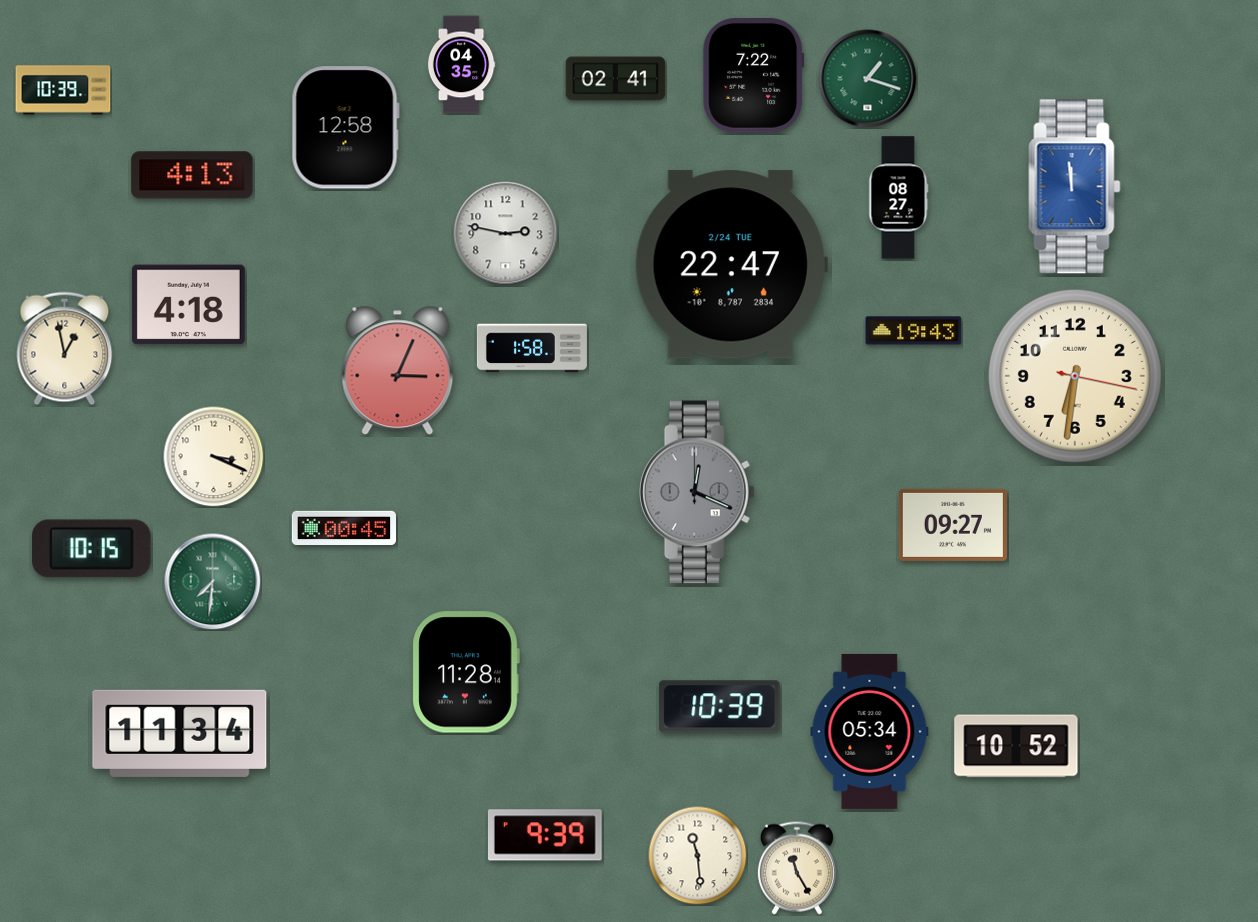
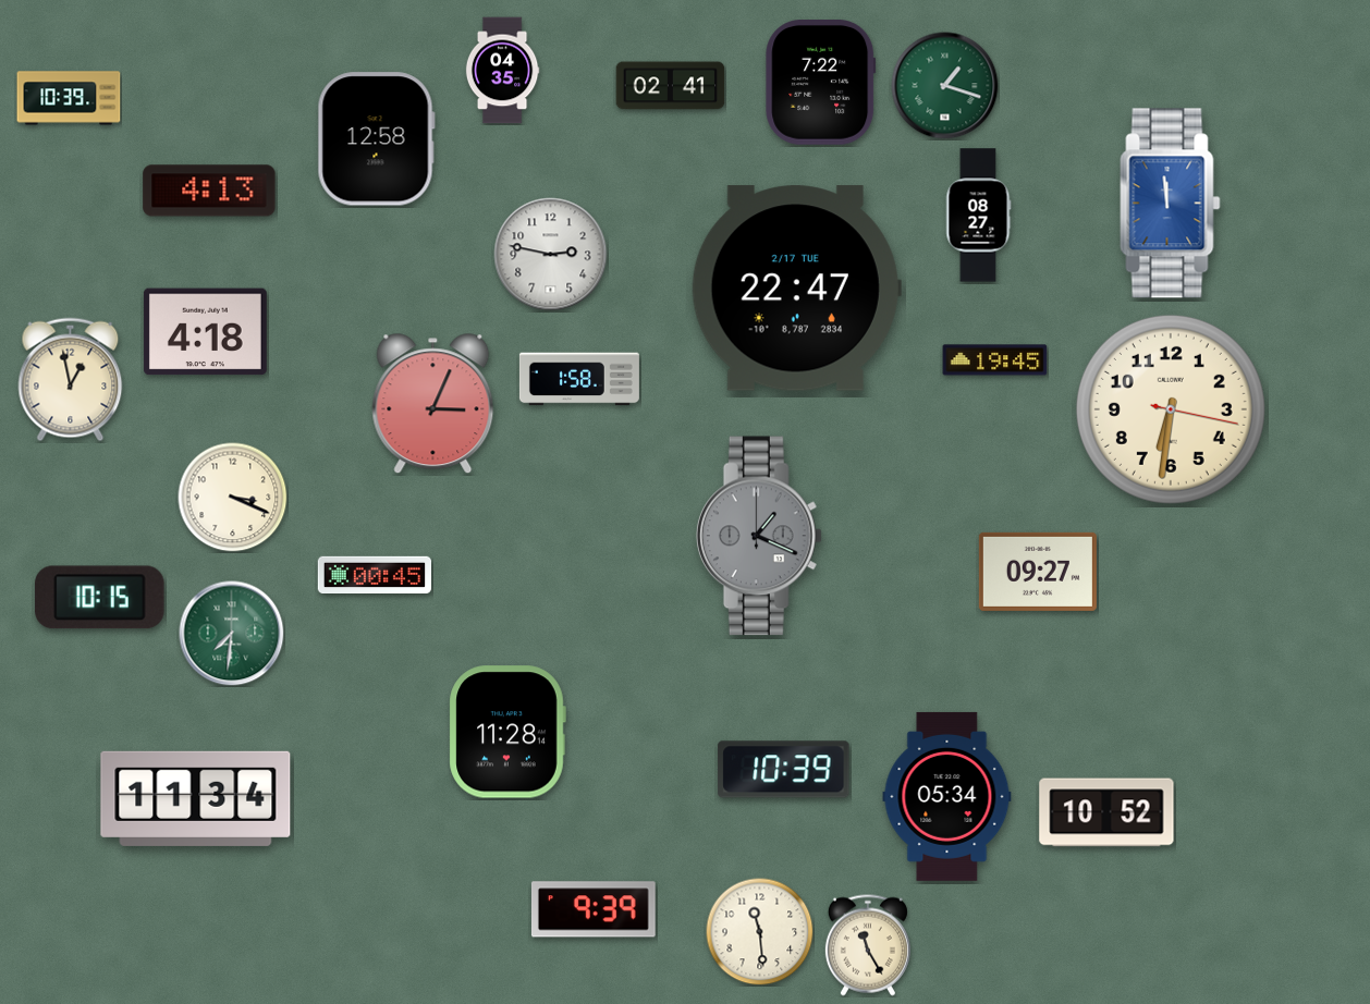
clock at (731, 265) date: 2/24 TUE -> 2/17 TUE
clock at (914, 331): 19:43 -> 19:45
clock at (697, 492): 12:19 -> 1:19
